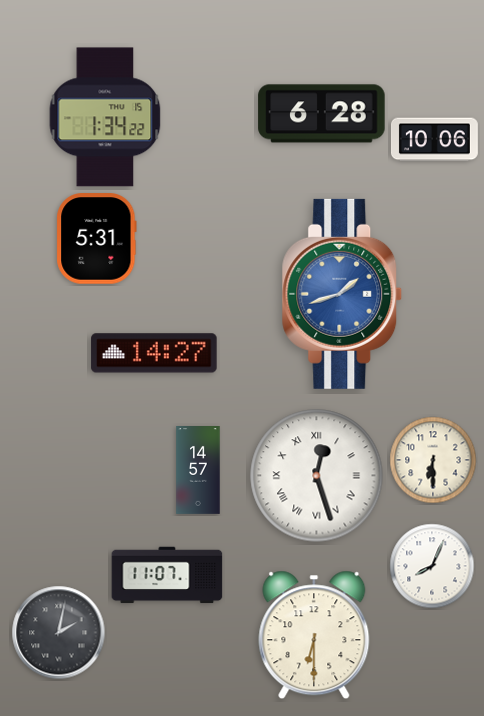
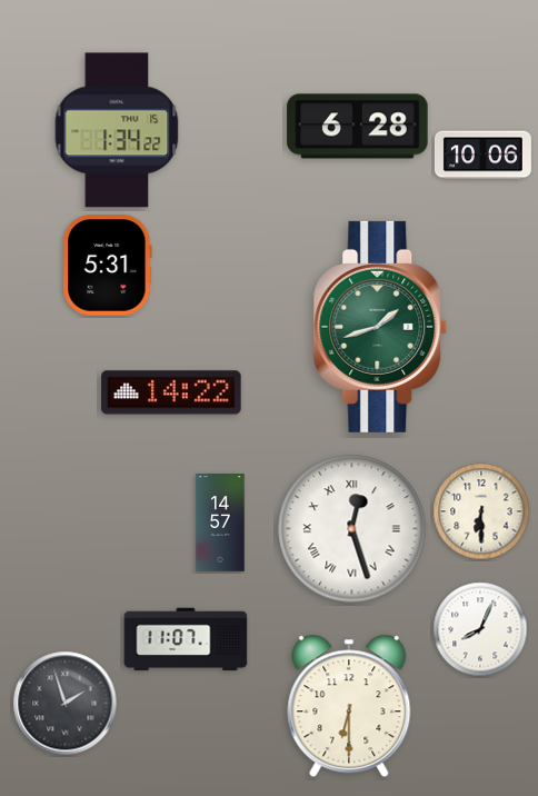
clock at (342, 294) dial: blue -> green
clock at (154, 353): 14:27 -> 14:22
clock at (59, 633): 2:02 -> 1:57
